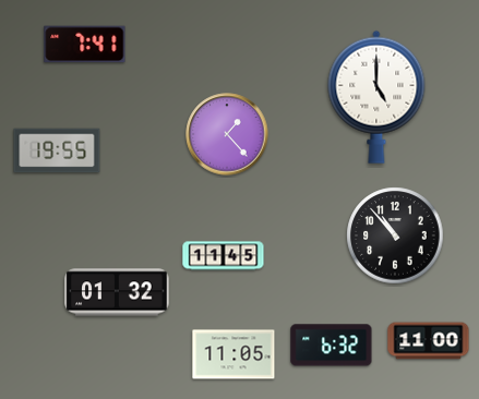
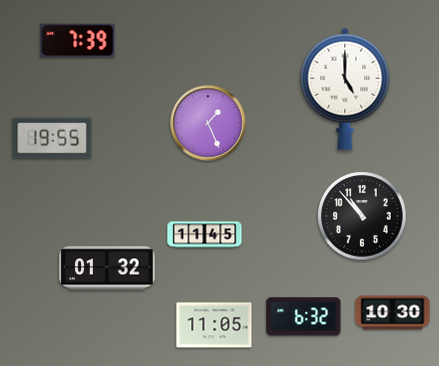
clock at (85, 45): 7:41 -> 7:39
clock at (227, 134): 1:23 -> 1:26
clock at (429, 341): 11:00 -> 10:30
